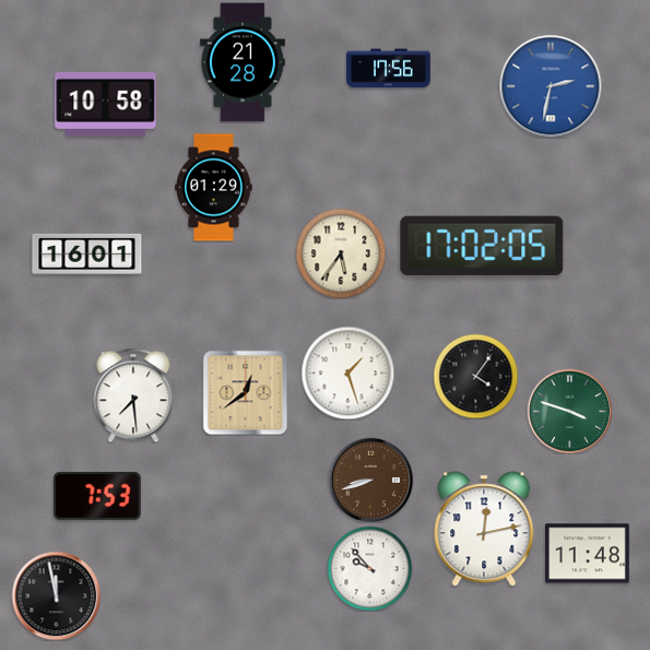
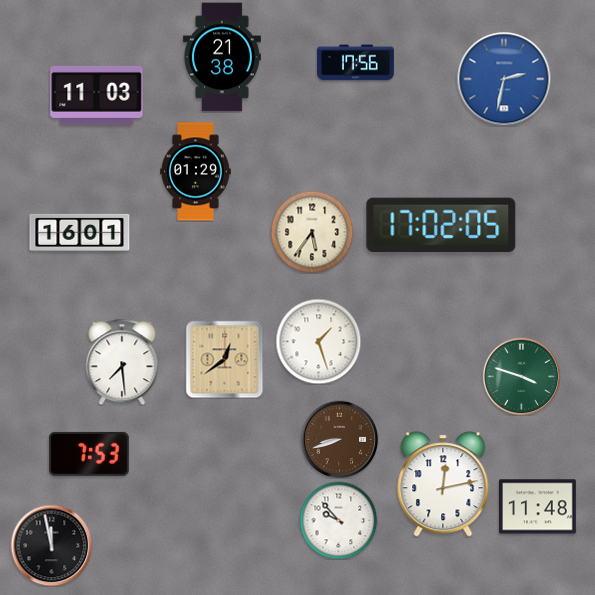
clock at (243, 62): 21:28 -> 21:38
clock at (106, 104): 10:58 -> 11:03
clock at (475, 376): 4:06 -> none
